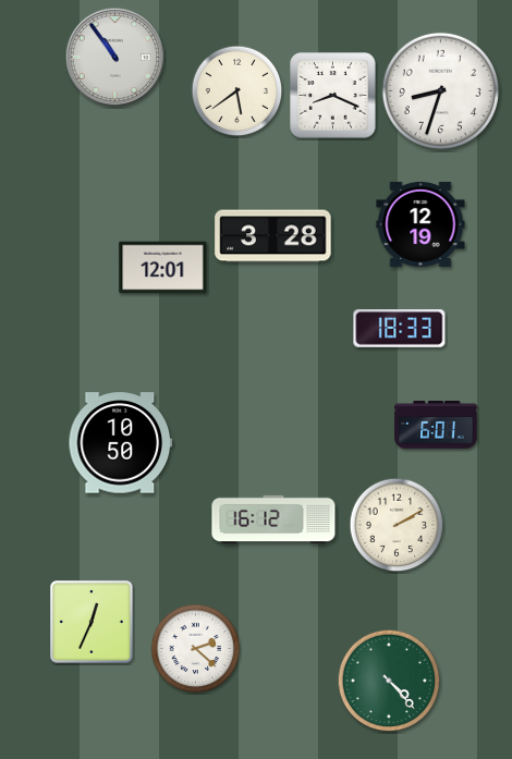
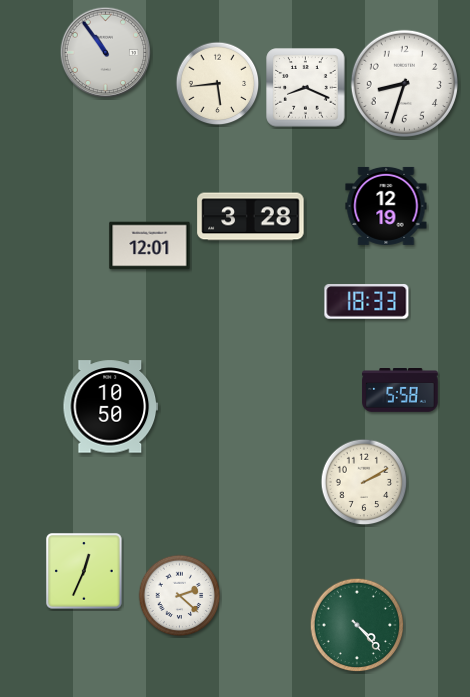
clock at (237, 91): 5:39 -> 5:44
clock at (436, 426): 6:01 -> 5:58
clock at (273, 519): 16:12 -> none
